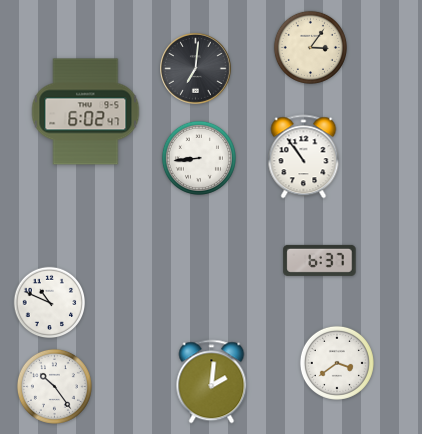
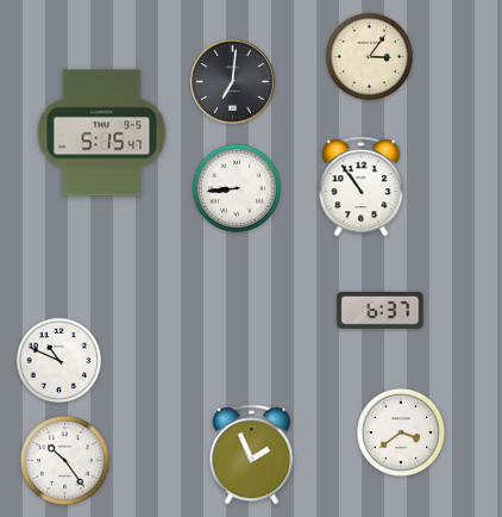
clock at (86, 112): 6:02 -> 5:15
clock at (212, 382): 2:01 -> 1:56
